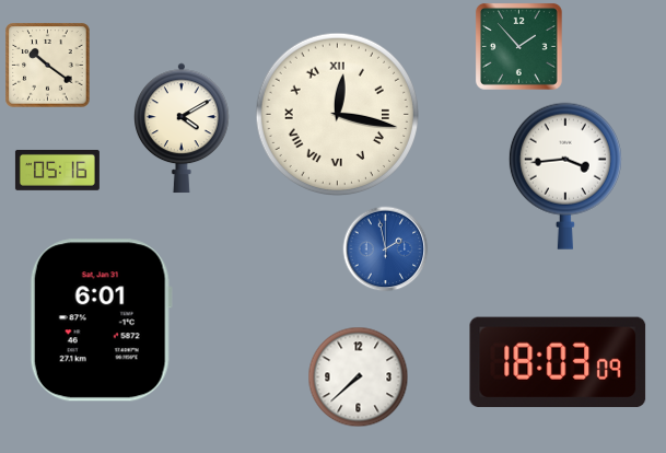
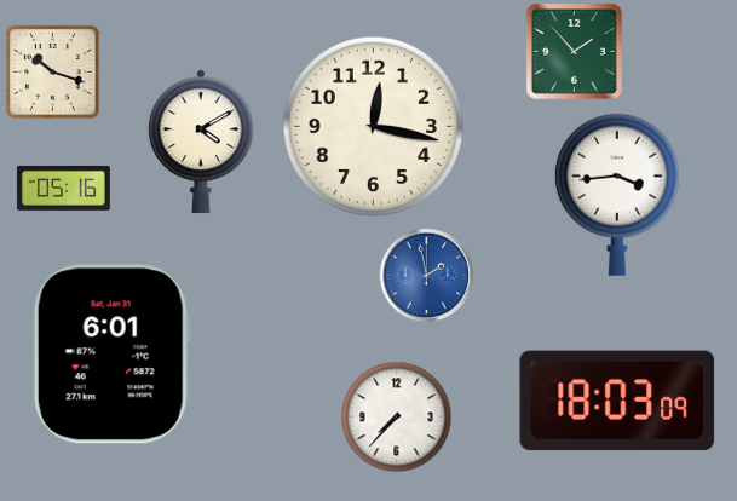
clock at (47, 66): 10:21 -> 10:18
clock at (337, 114) numerals: Roman -> Arabic
clock at (565, 176) position: (565, 176) -> (617, 195)
clock at (358, 376): 7:38 -> 7:37
